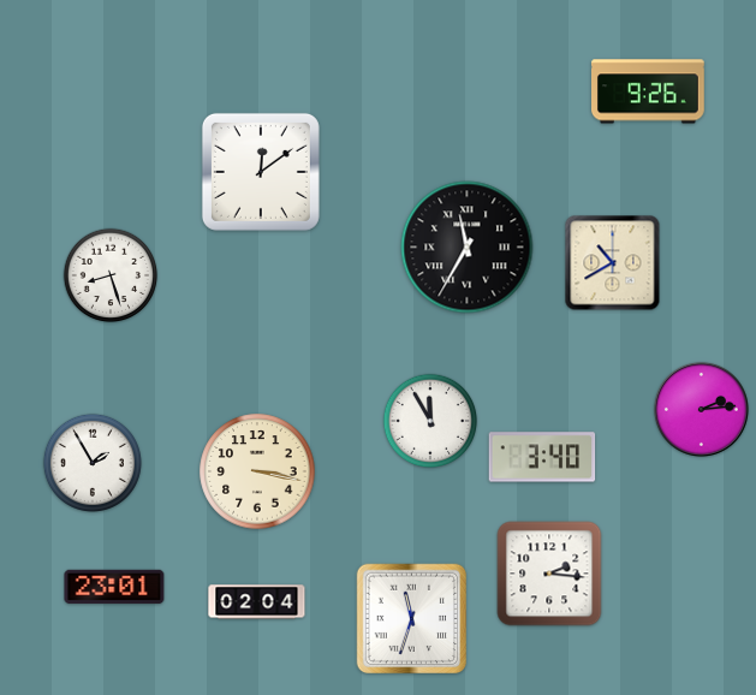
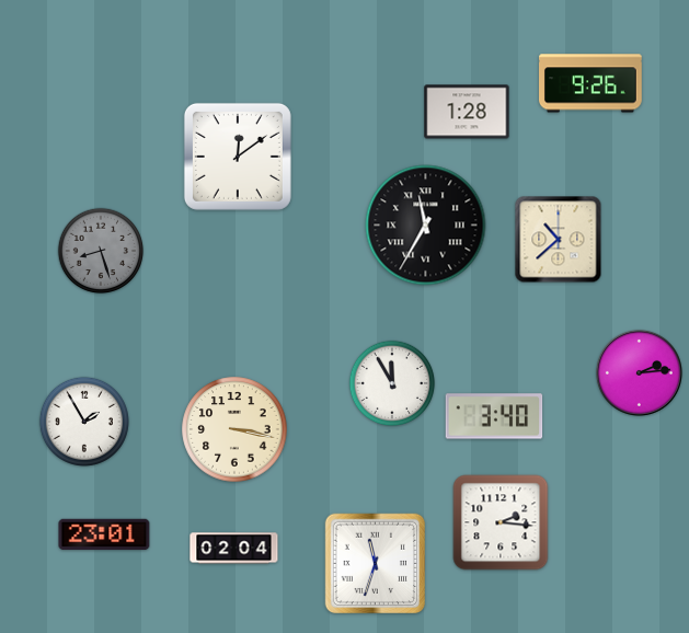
clock at (467, 112): none -> 1:28
clock at (613, 263): 10:40 -> 10:38
clock at (111, 275) dial: white -> grey
